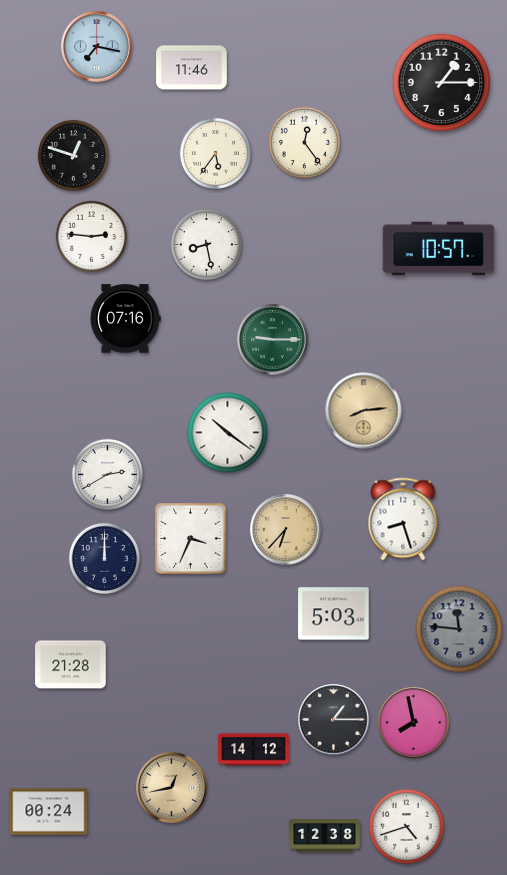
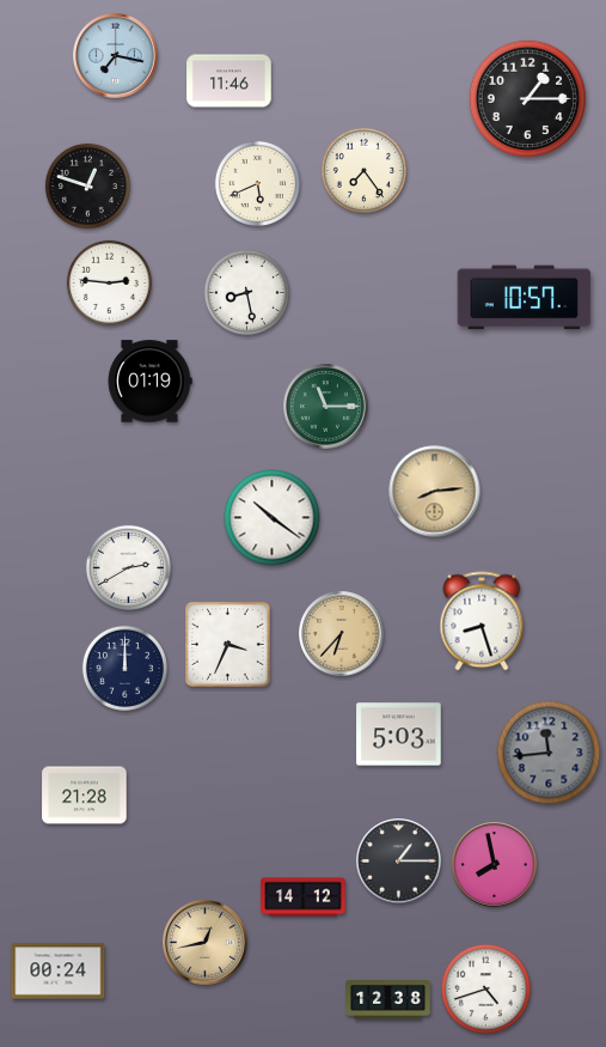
clock at (304, 142): 12:24 -> 7:24
clock at (215, 153): 5:36 -> 5:41
clock at (125, 319): 07:16 -> 01:19
clock at (273, 340): 9:15 -> 11:15
clock at (459, 629): 11:46 -> 11:44
